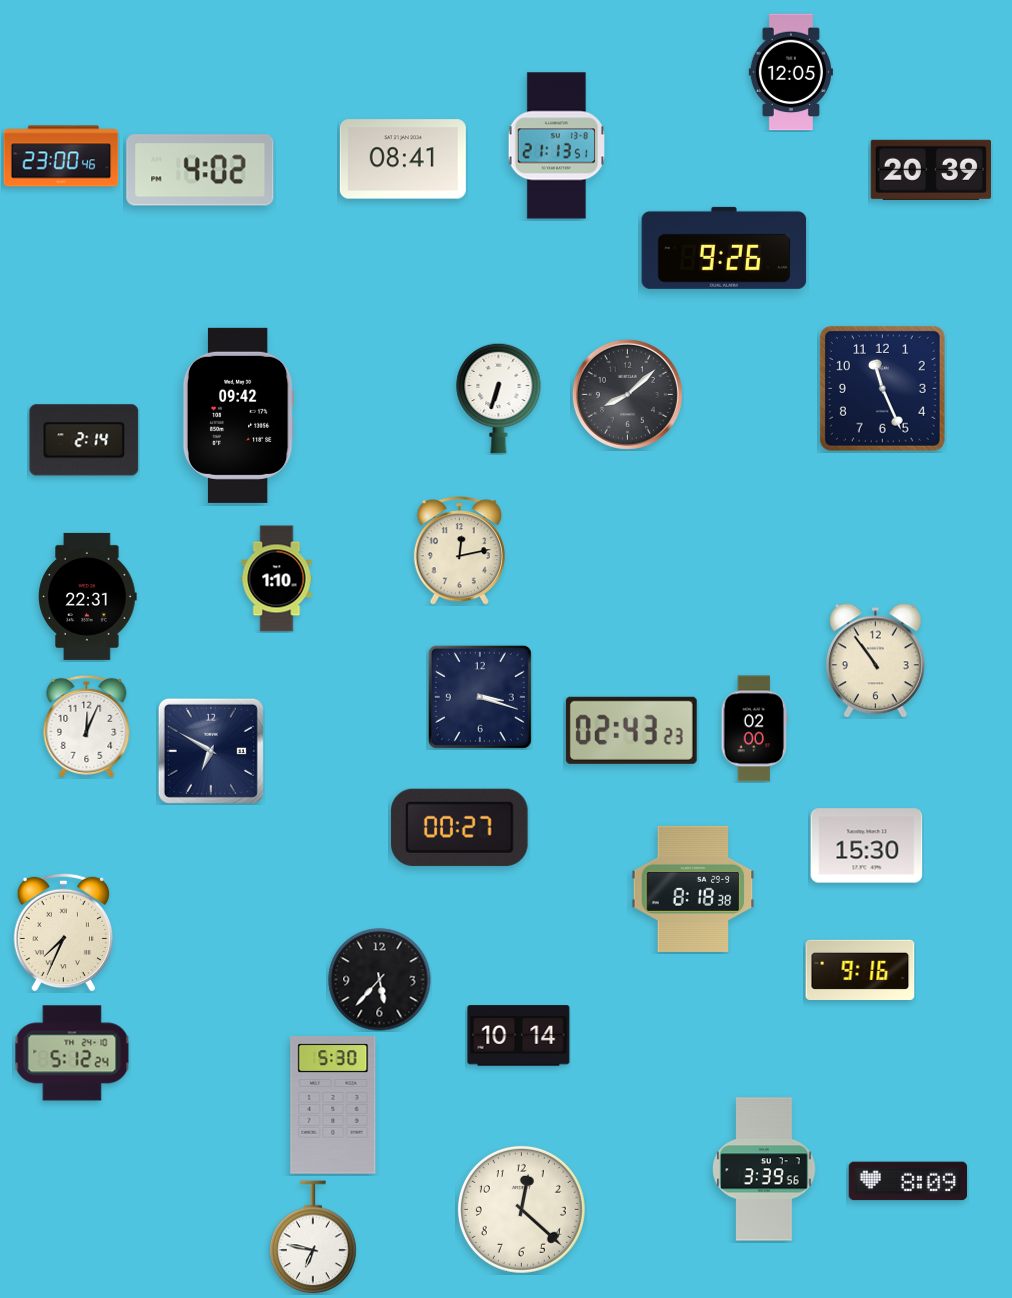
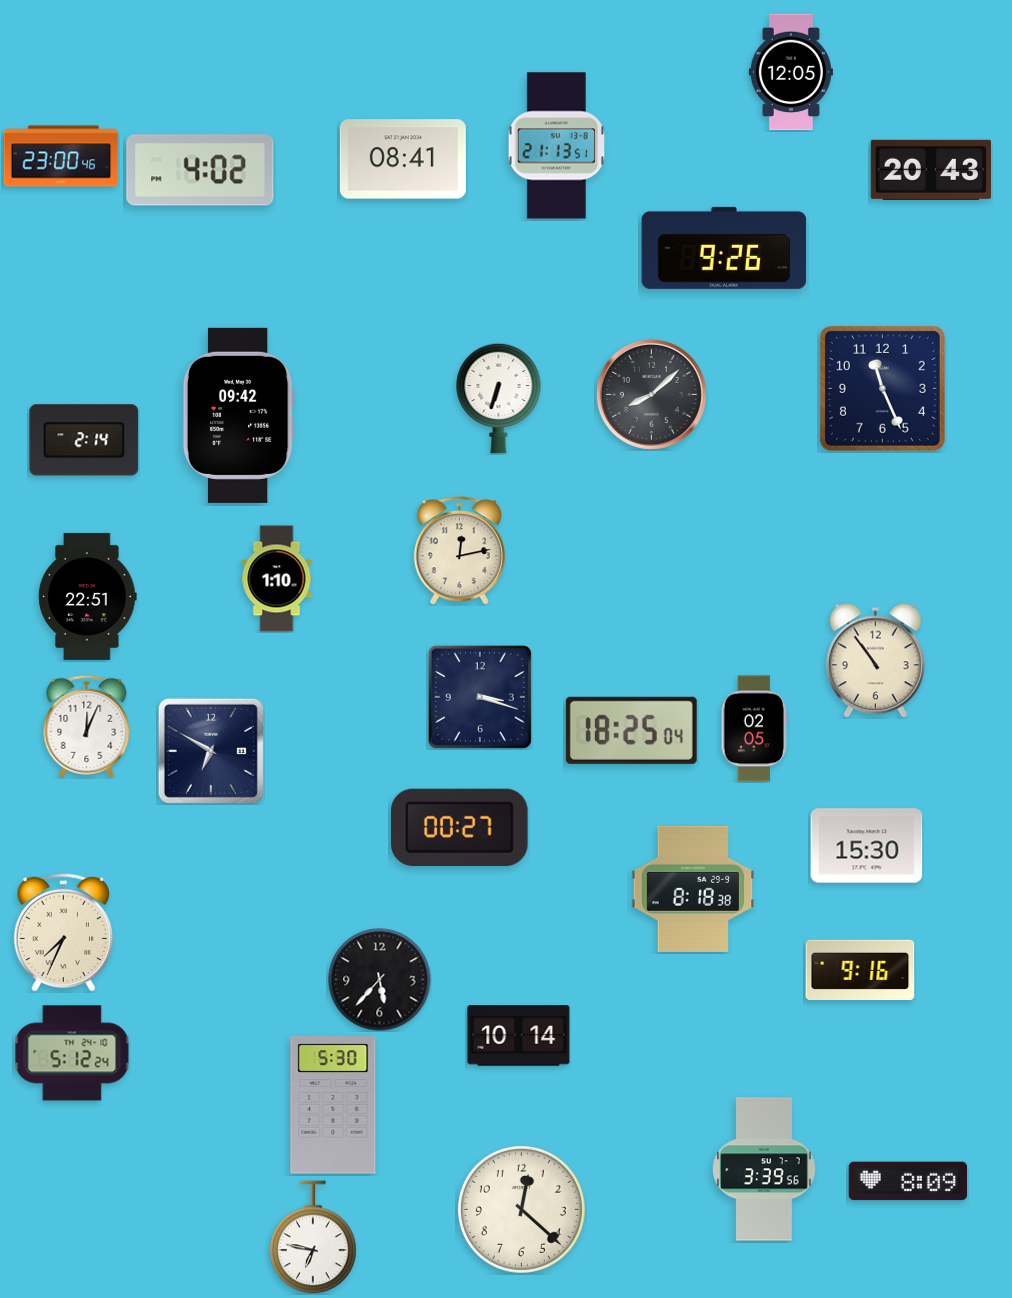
clock at (931, 170): 20:39 -> 20:43
clock at (627, 394) position: (627, 394) -> (651, 394)
clock at (88, 596): 22:31 -> 22:51
clock at (754, 729): 02:00 -> 02:05
clock at (631, 730): 02:43 -> 18:25
